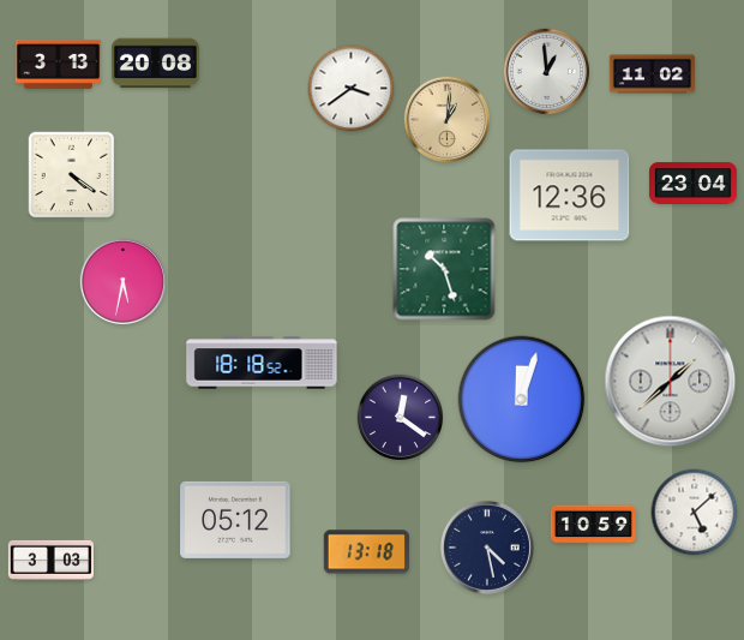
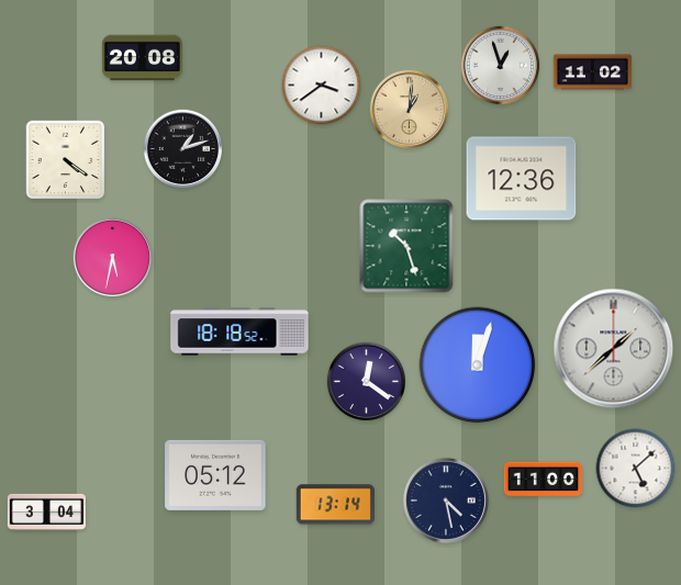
clock at (58, 64): 3:13 -> none
clock at (547, 72): 12:59 -> 12:57
clock at (652, 74) position: (652, 74) -> (592, 72)
clock at (352, 89) position: (352, 89) -> (322, 86)
clock at (183, 149): none -> 1:12
clock at (692, 184): 23:04 -> none
clock at (593, 525): 10:59 -> 11:00
clock at (366, 552): 13:18 -> 13:14
clock at (52, 560): 3:03 -> 3:04
